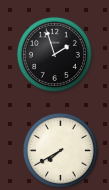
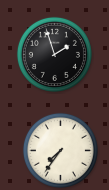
clock at (60, 150): 7:40 -> 7:36
